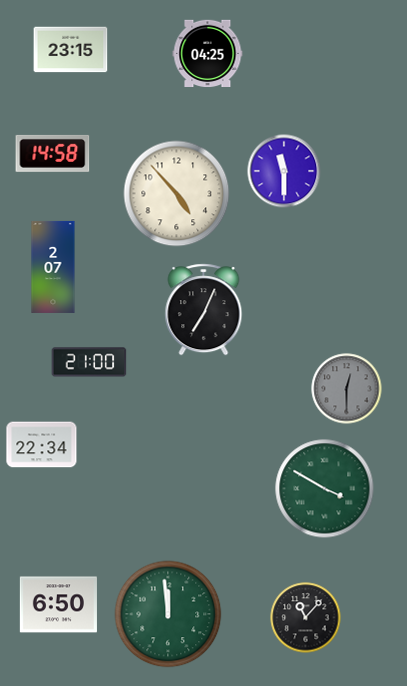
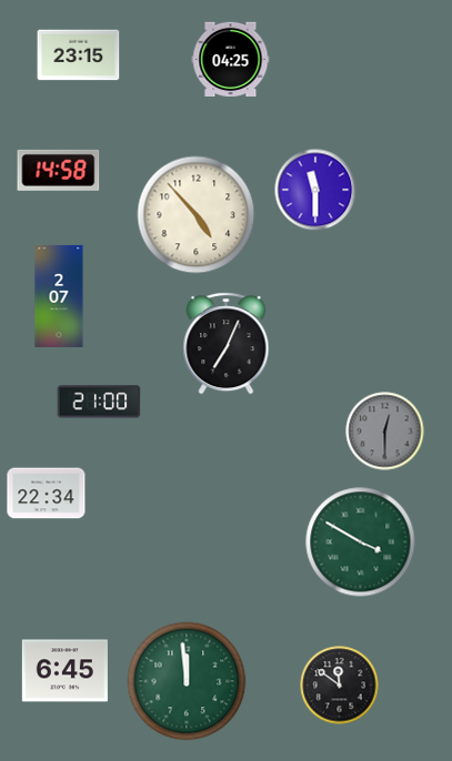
clock at (58, 605): 6:50 -> 6:45
clock at (306, 618): 11:07 -> 11:51
